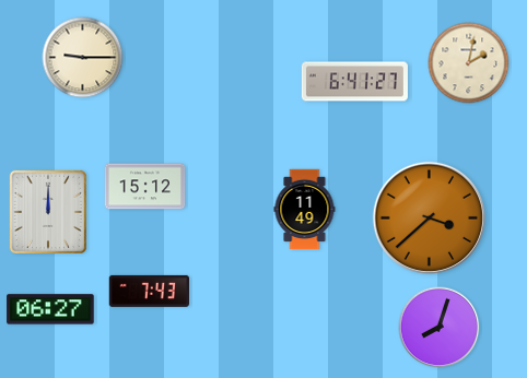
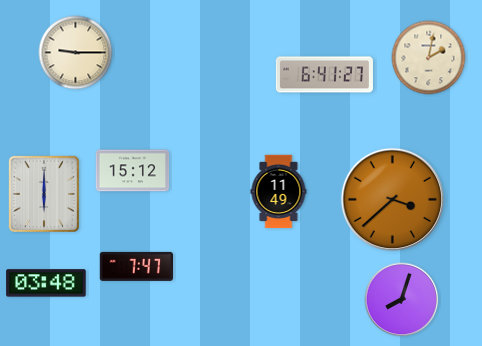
clock at (47, 212): 12:00 -> 6:00
clock at (149, 291): 7:43 -> 7:47
clock at (50, 309): 06:27 -> 03:48
